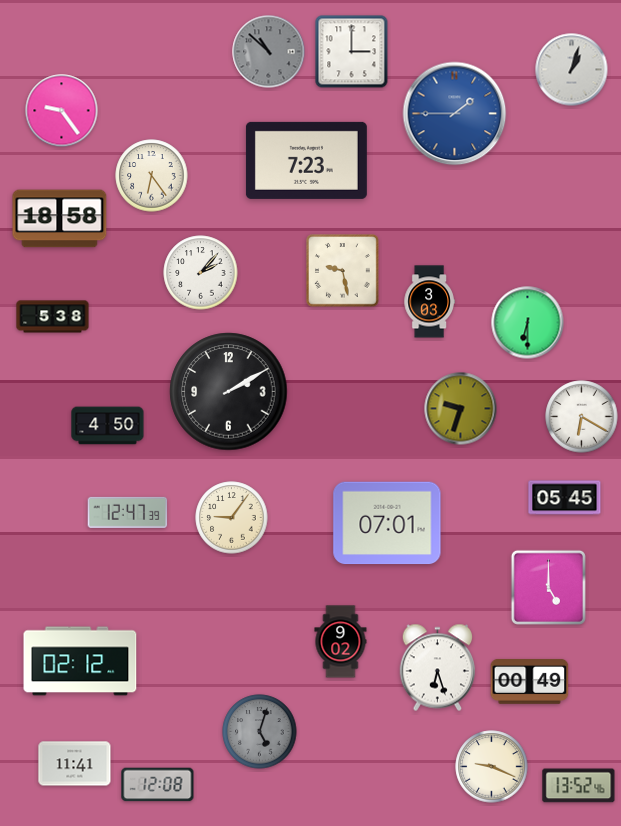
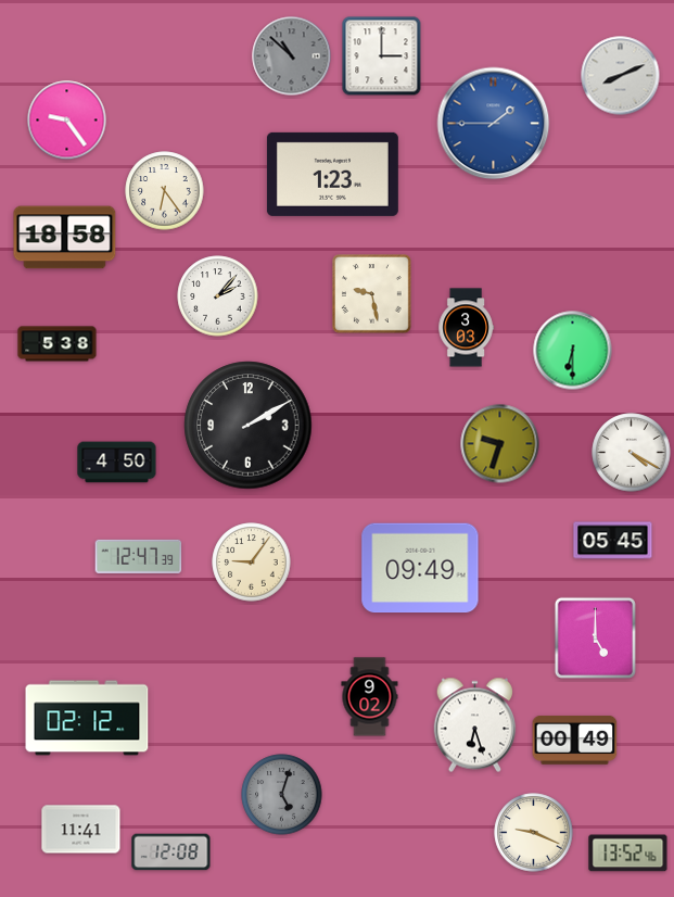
clock at (572, 70): 1:03 -> 8:11
clock at (306, 160): 7:23 -> 1:23
clock at (582, 417): 6:20 -> 4:20
clock at (387, 523): 07:01 -> 09:49
